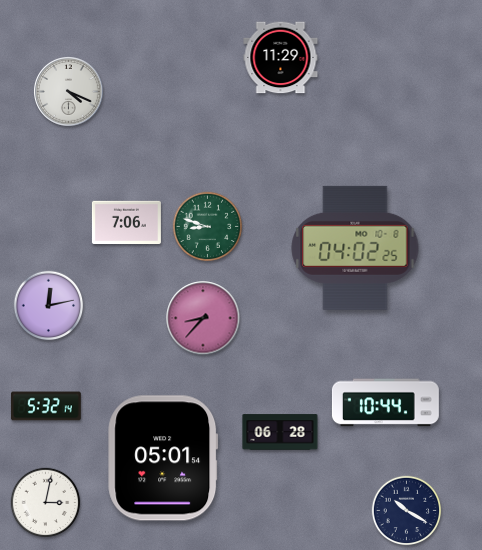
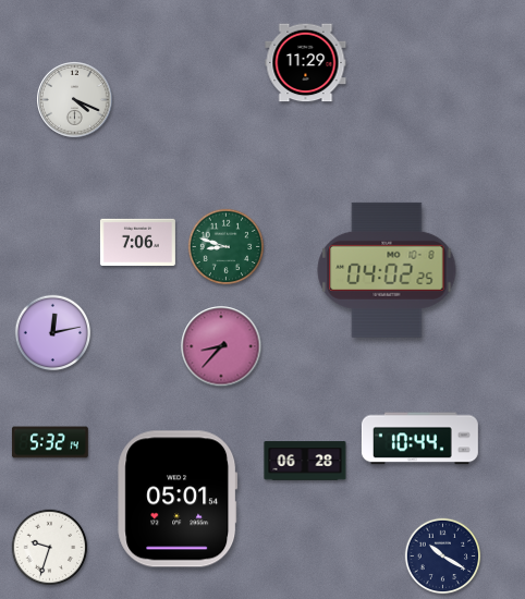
clock at (280, 432) position: (280, 432) -> (305, 461)
clock at (46, 503): 3:02 -> 9:33
